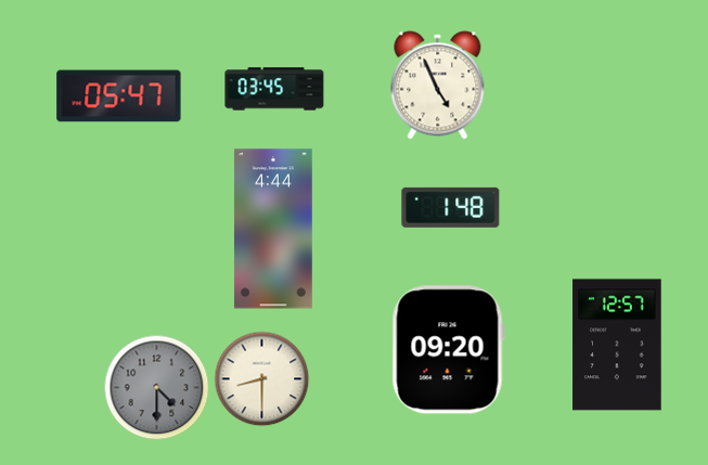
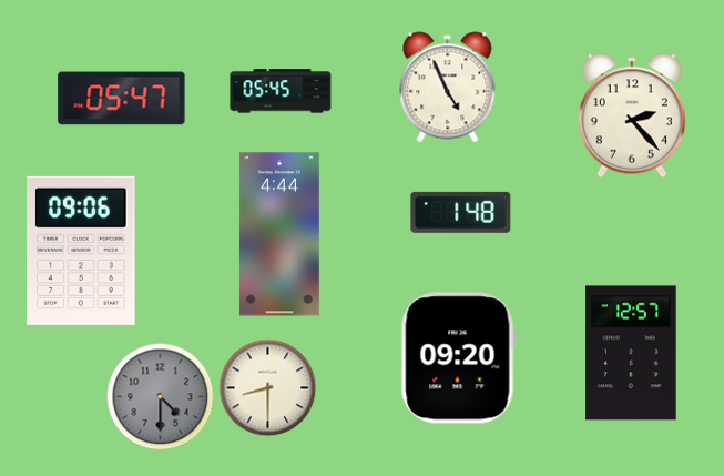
clock at (274, 89): 03:45 -> 05:45
clock at (632, 115): none -> 2:23
clock at (81, 251): none -> 09:06
